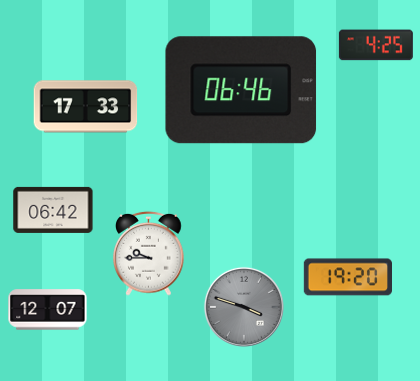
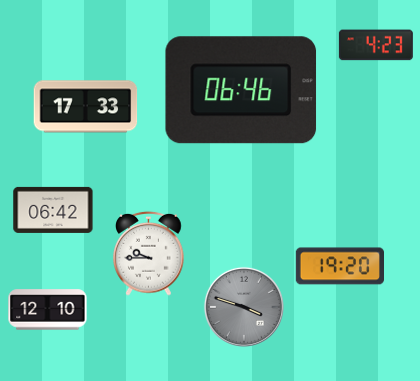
clock at (376, 45): 4:25 -> 4:23
clock at (347, 277) position: (347, 277) -> (339, 266)
clock at (48, 310): 12:07 -> 12:10
